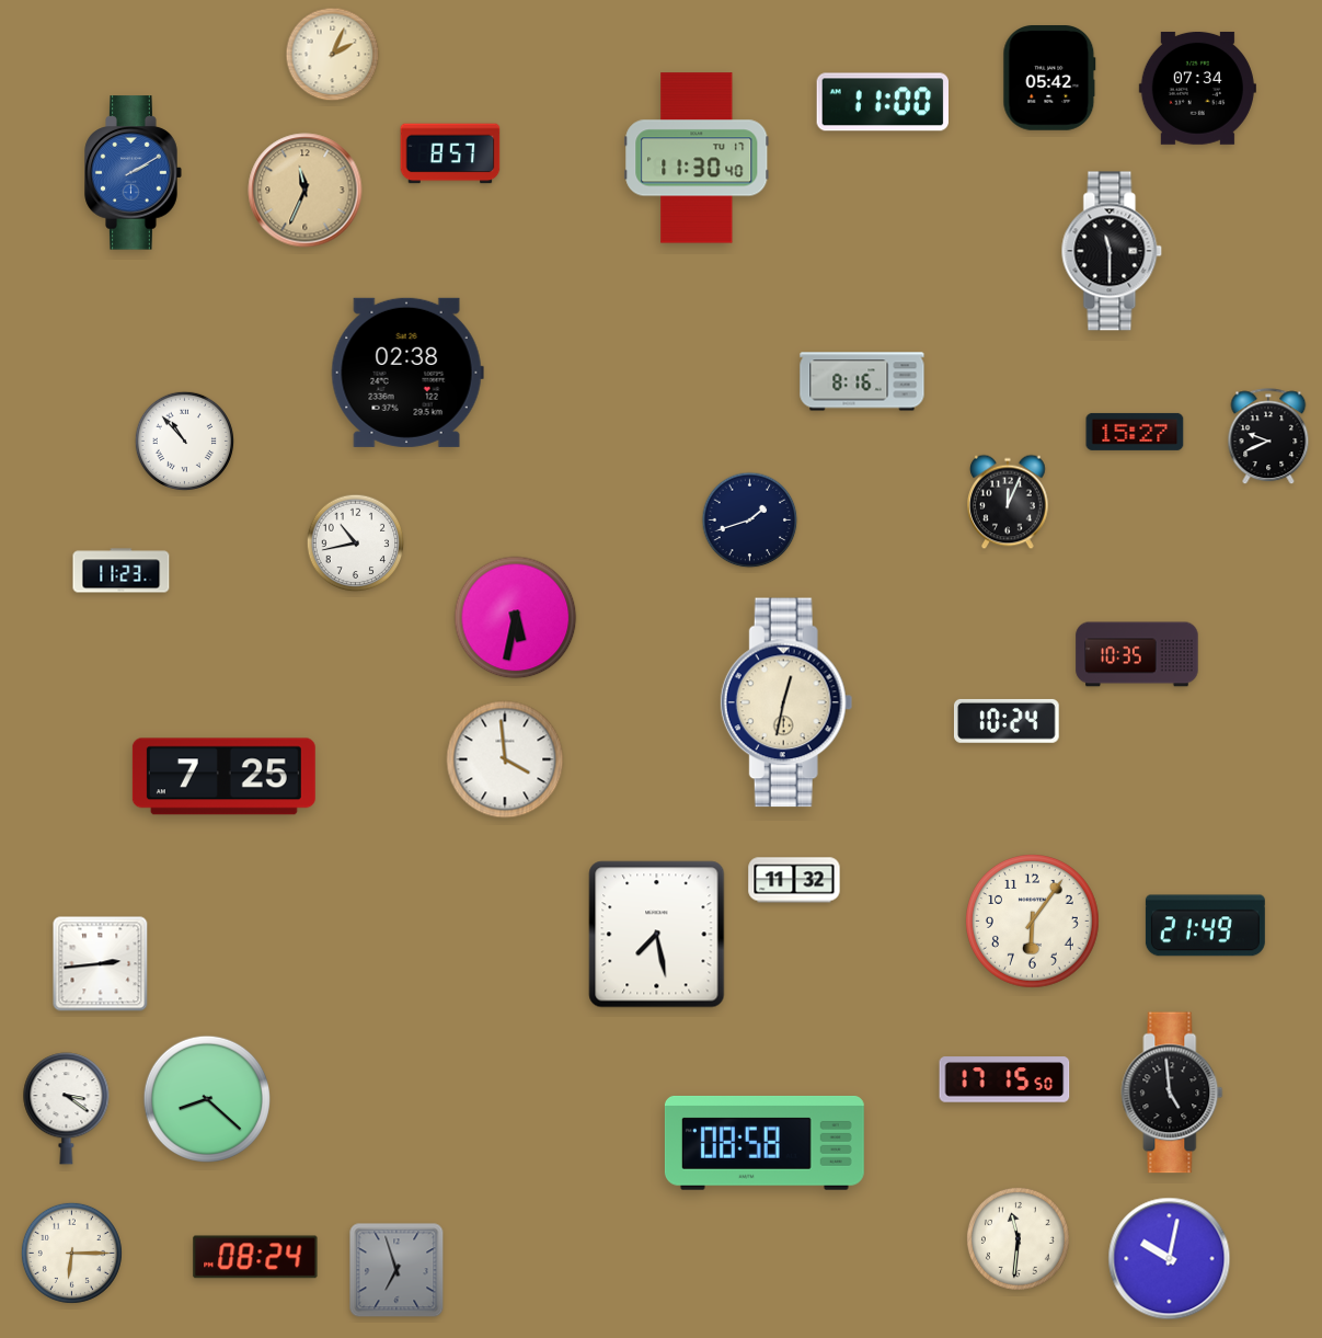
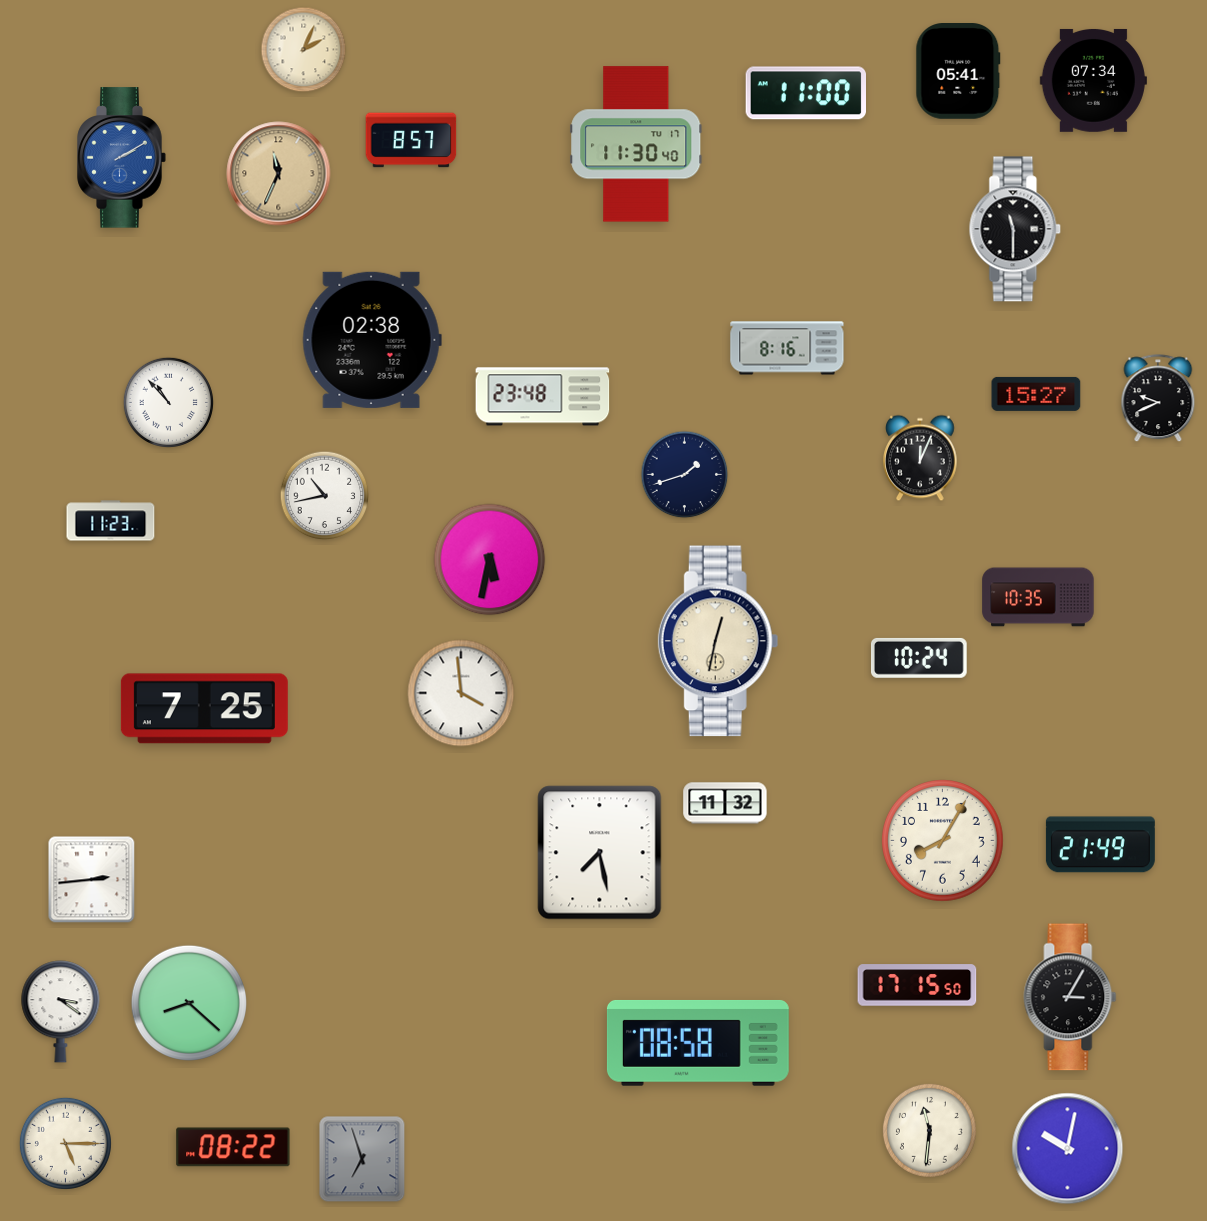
clock at (1049, 78): 05:42 -> 05:41
clock at (543, 397): none -> 23:48
clock at (516, 618) position: (516, 618) -> (490, 560)
clock at (1033, 922): 6:06 -> 8:05
clock at (1172, 1093): 4:59 -> 3:05
clock at (71, 1253): 6:15 -> 5:15
clock at (255, 1257): 08:24 -> 08:22
